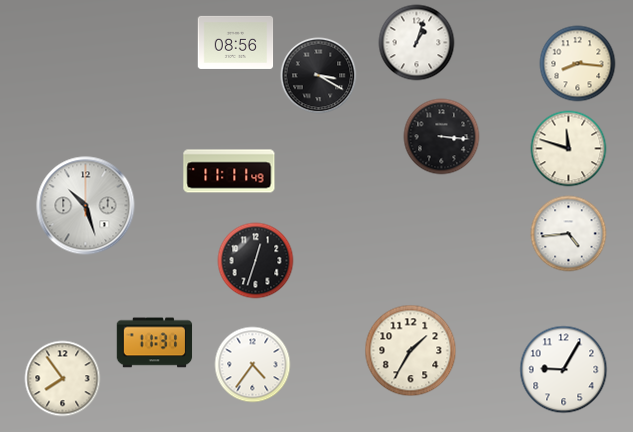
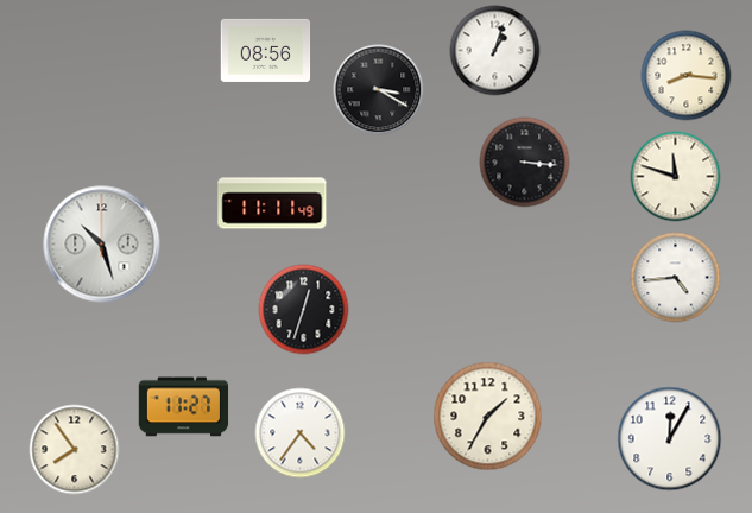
clock at (236, 42) position: (236, 42) -> (266, 50)
clock at (155, 343): 11:31 -> 11:27
clock at (564, 370): 9:05 -> 12:05
